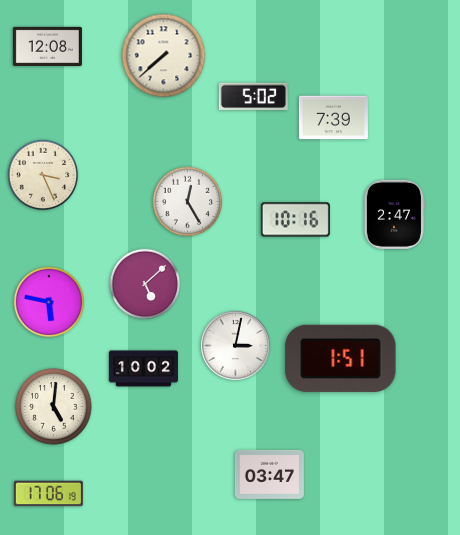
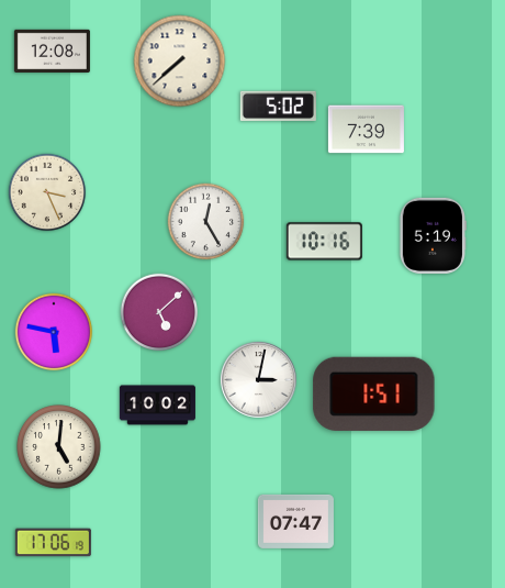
clock at (394, 214): 2:47 -> 5:19
clock at (269, 474): 03:47 -> 07:47
